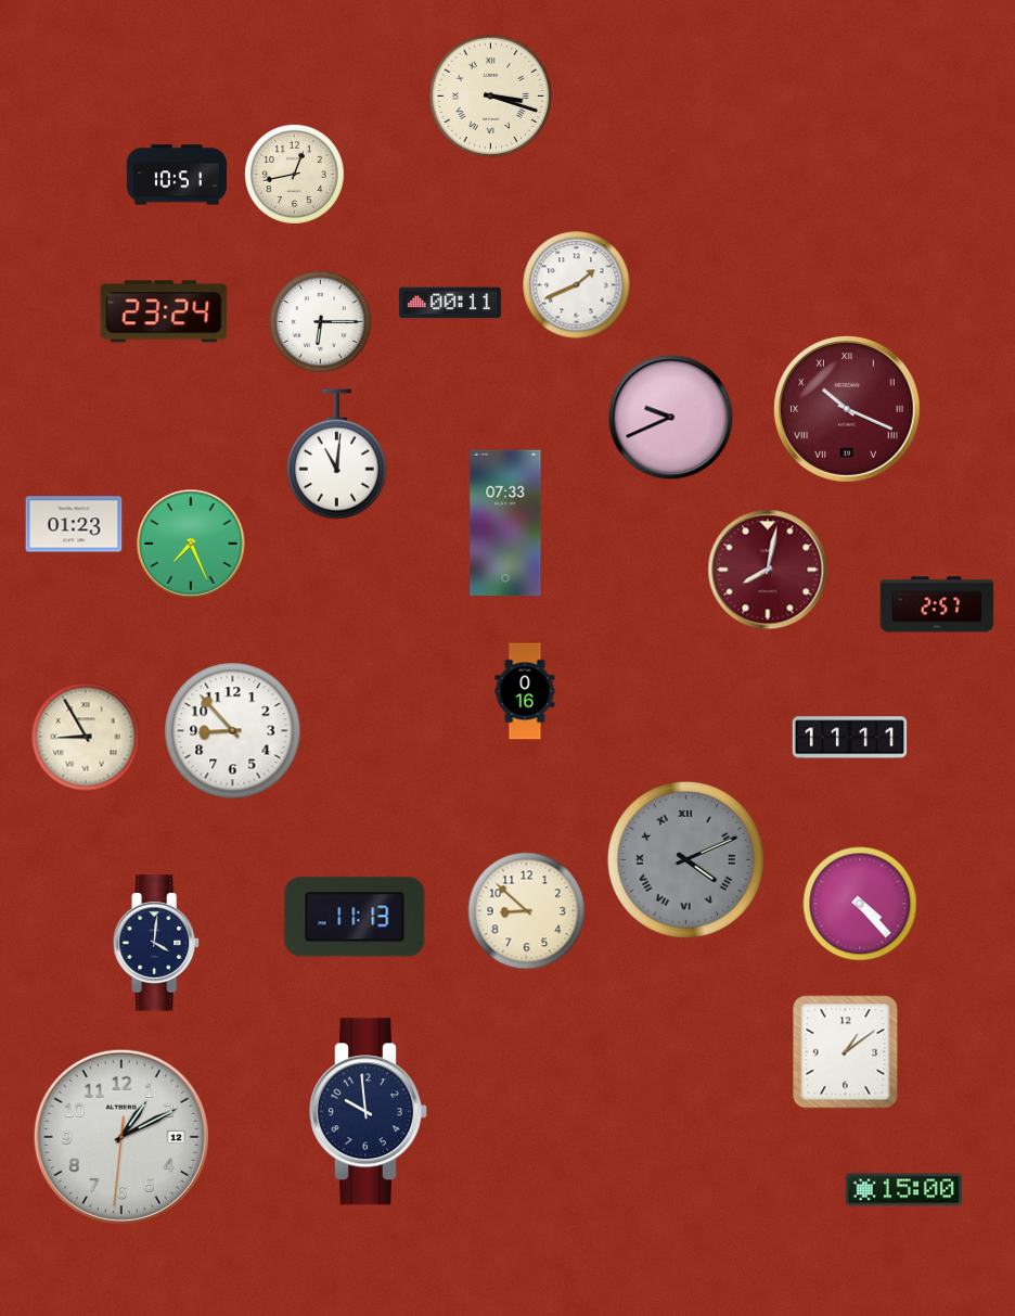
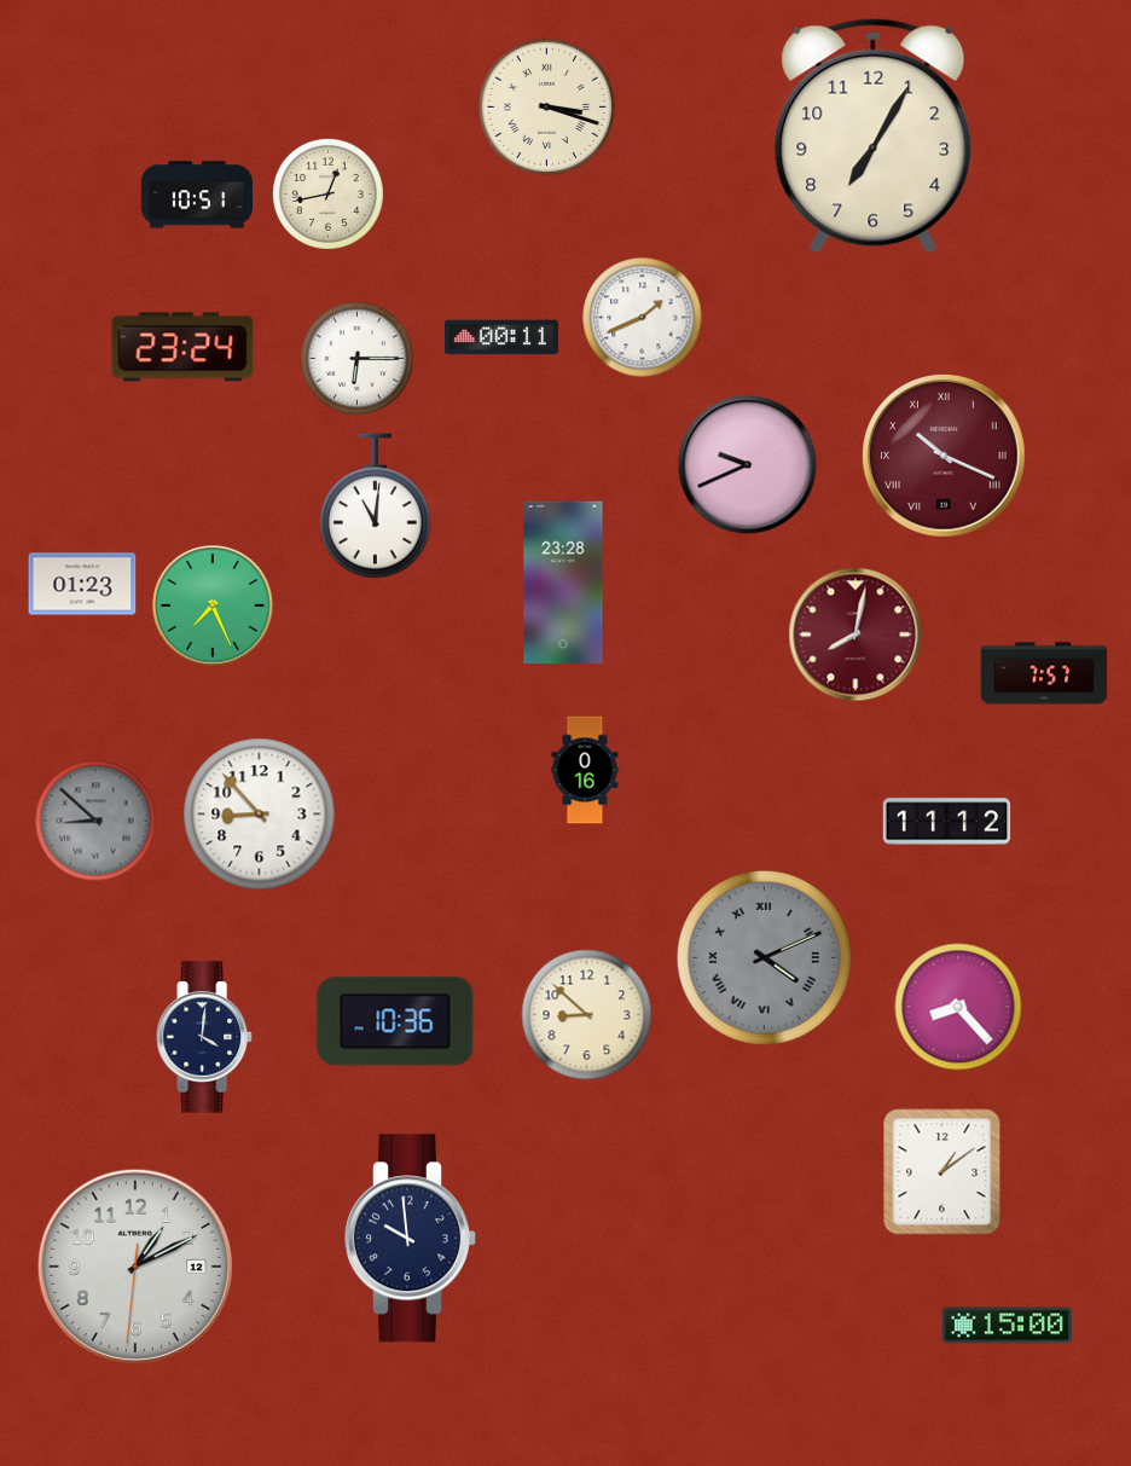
clock at (874, 137): none -> 7:05
clock at (505, 523): 07:33 -> 23:28
clock at (937, 604): 2:57 -> 7:57
clock at (86, 737): 8:55 -> 8:52
clock at (86, 737) dial: cream -> grey
clock at (850, 738): 11:11 -> 11:12
clock at (860, 904): 4:23 -> 8:23
clock at (355, 917): 11:13 -> 10:36
clock at (156, 943) position: (156, 943) -> (204, 1037)
